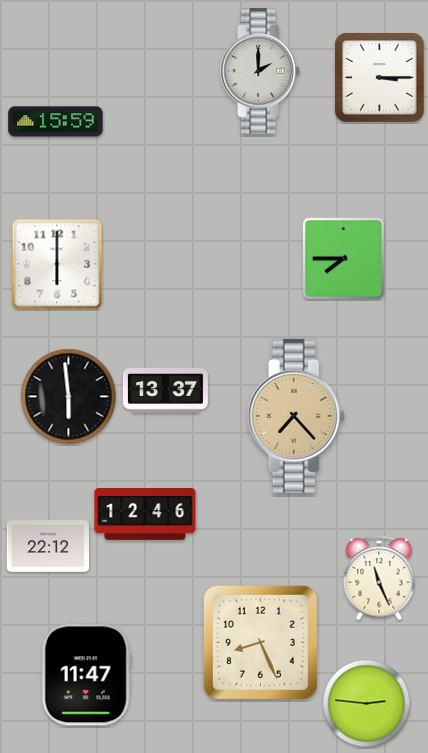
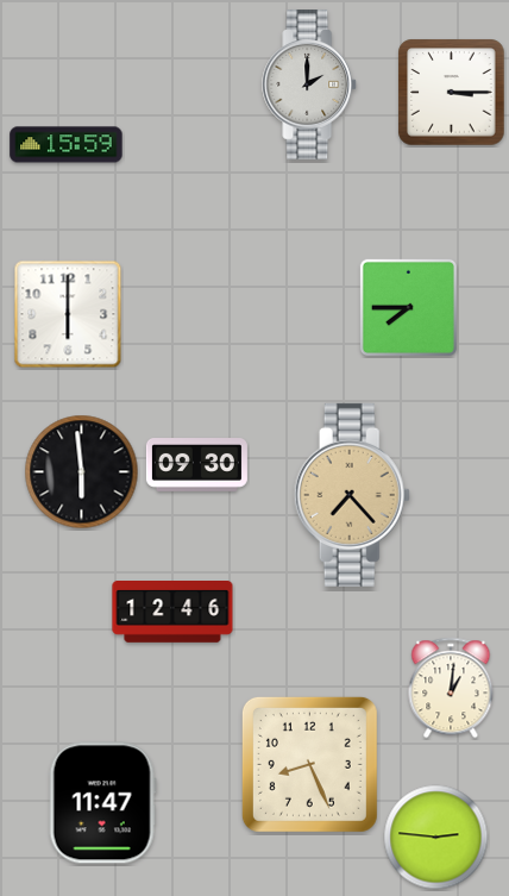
clock at (165, 391): 13:37 -> 09:30
clock at (47, 547): 22:12 -> none
clock at (379, 578): 11:26 -> 1:01
